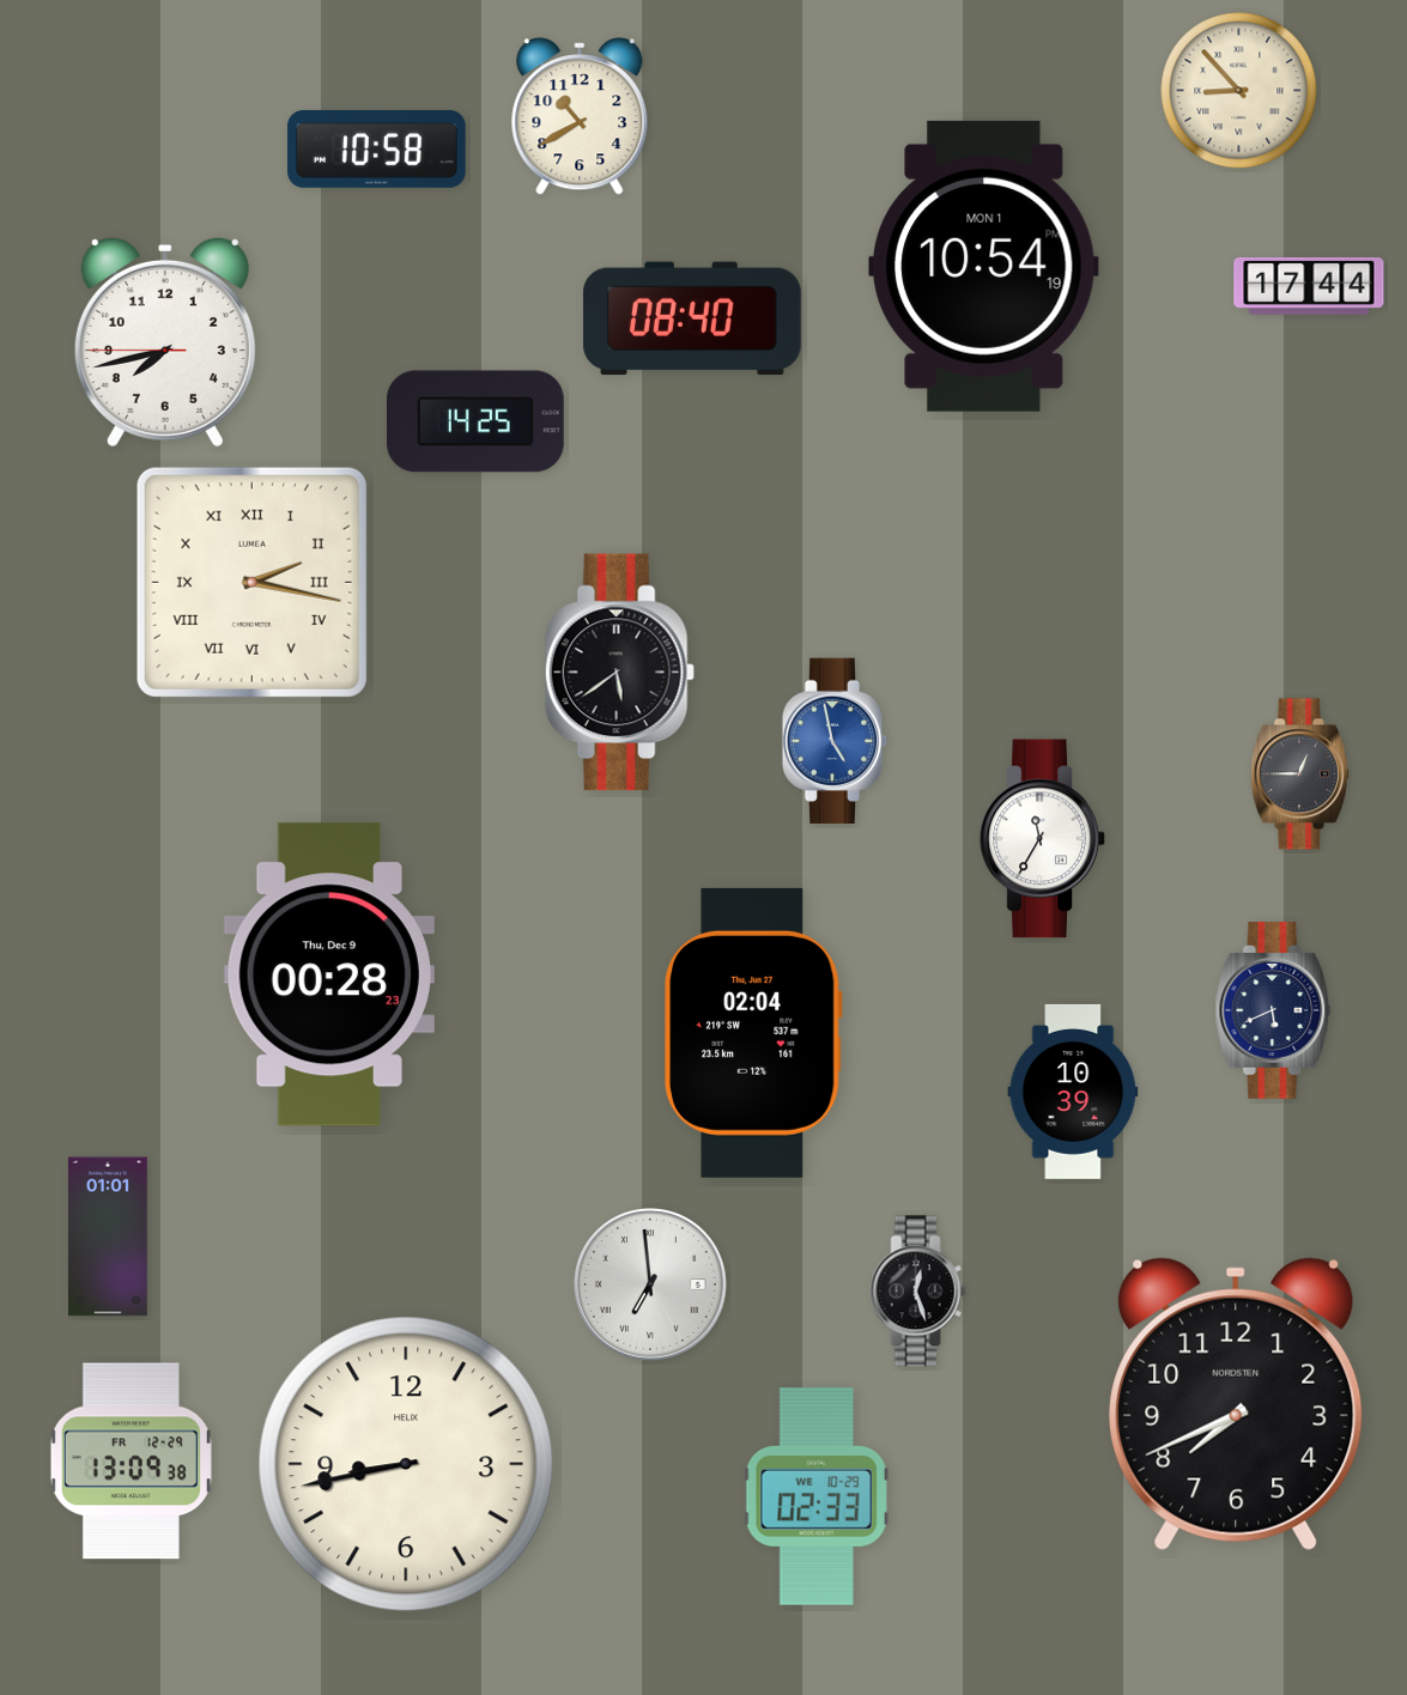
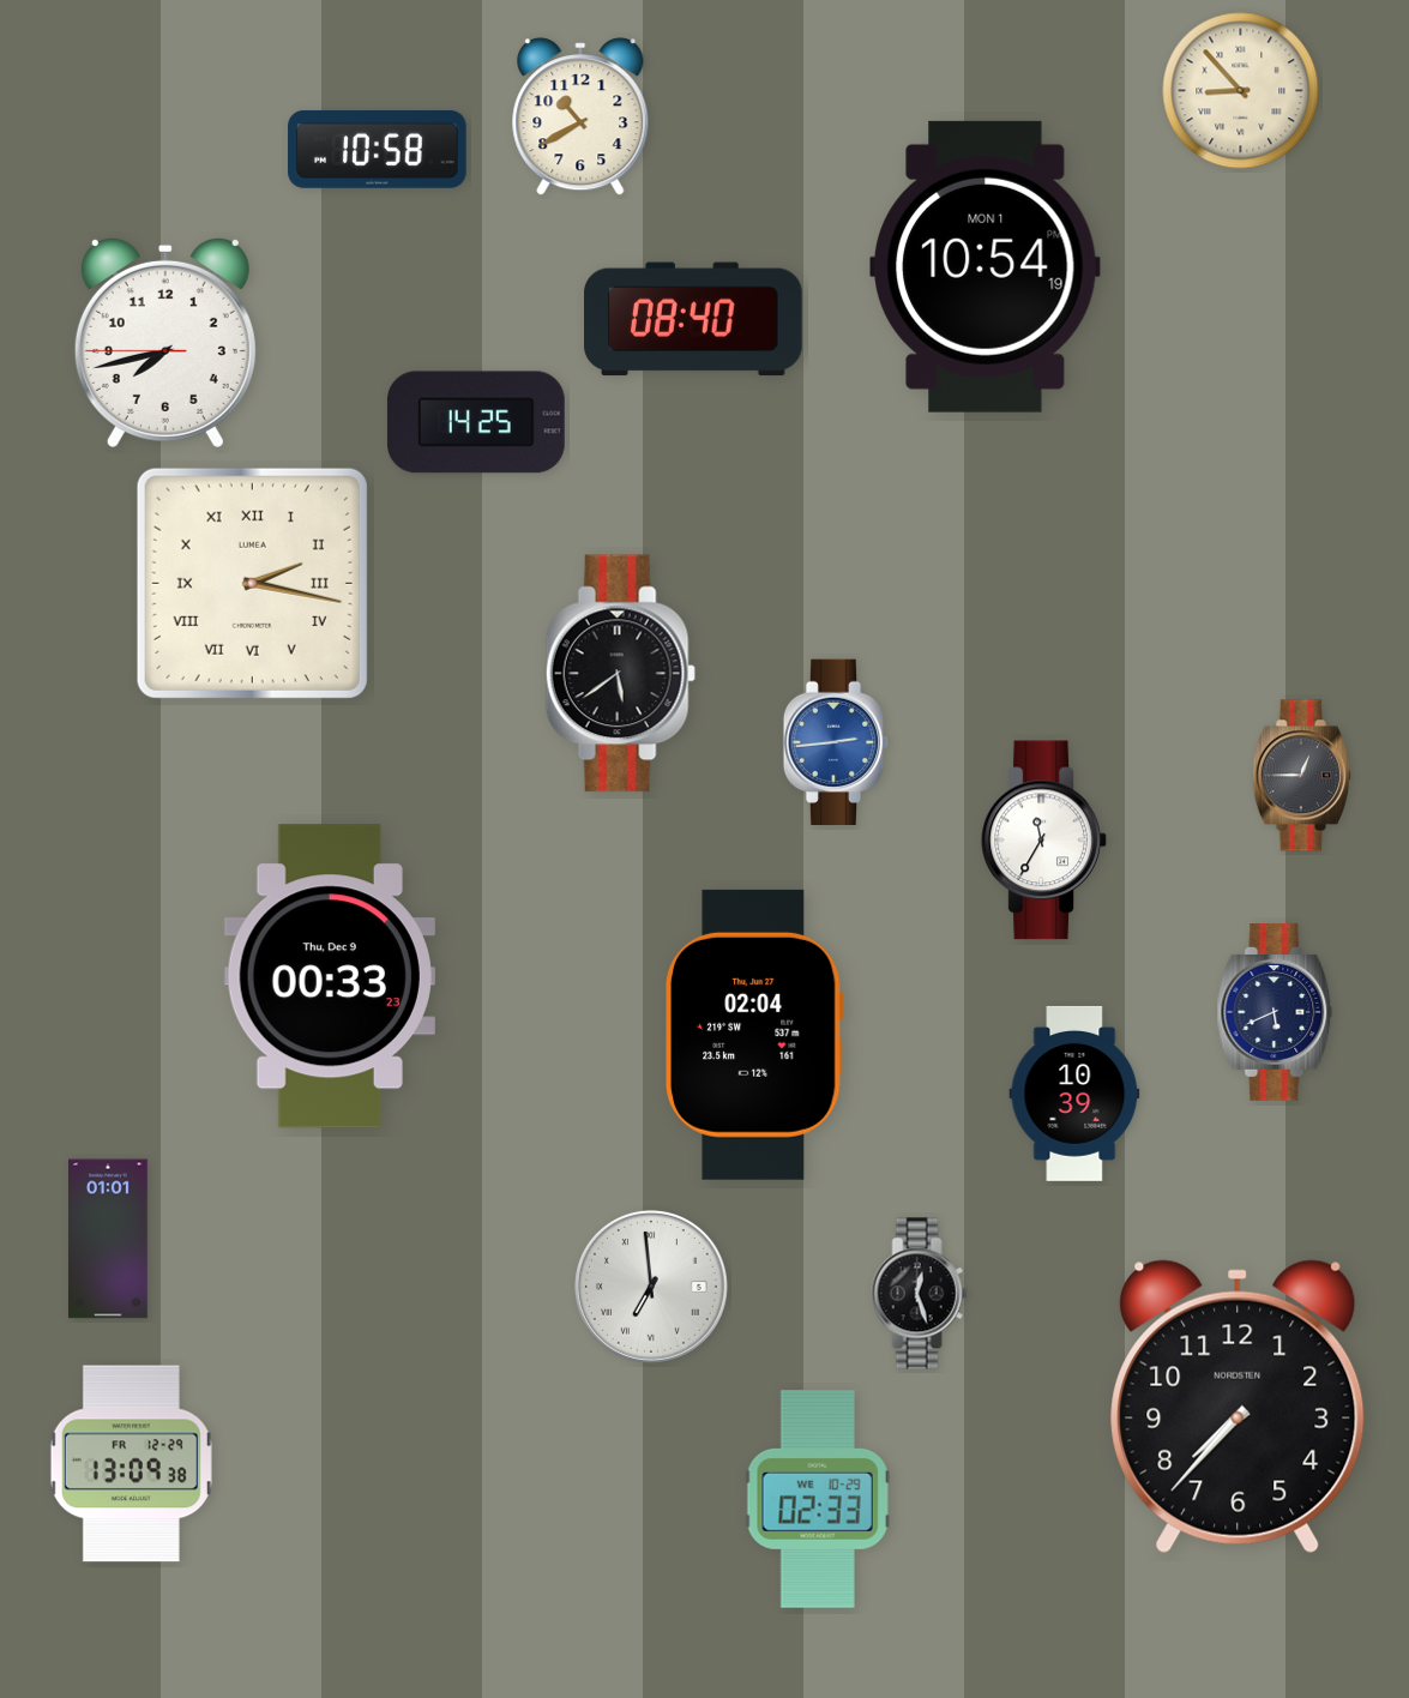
clock at (1309, 286): 17:44 -> none
clock at (835, 741): 4:58 -> 2:44
clock at (329, 974): 00:28 -> 00:33
clock at (1236, 1404): 7:41 -> 7:37
clock at (406, 1464): 8:43 -> none
